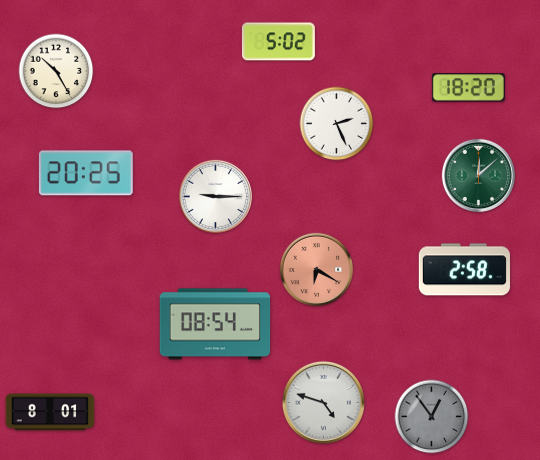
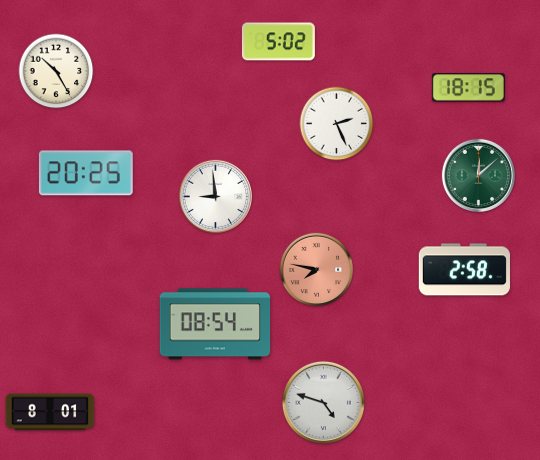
clock at (468, 88): 18:20 -> 18:15
clock at (215, 196): 9:15 -> 8:59
clock at (316, 269): 6:20 -> 7:47
clock at (432, 417): 12:54 -> none
